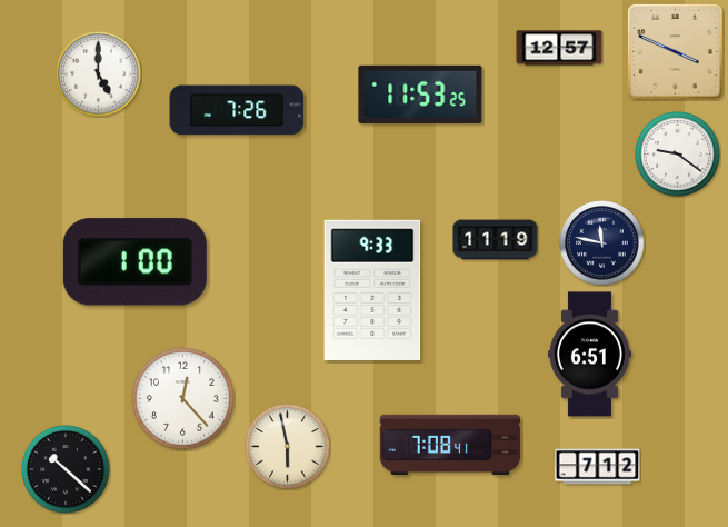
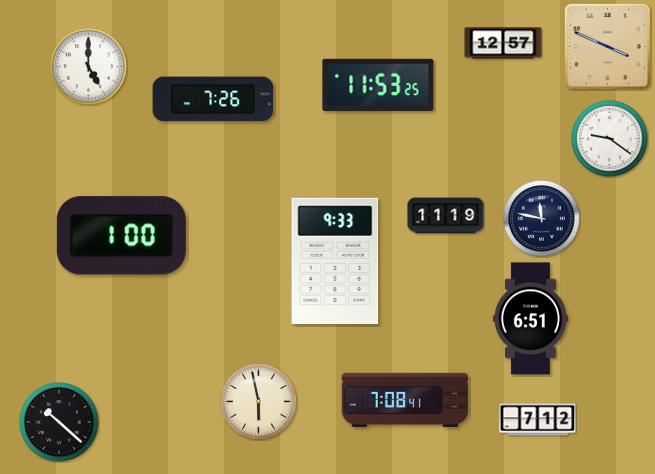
clock at (183, 399): 12:23 -> none
